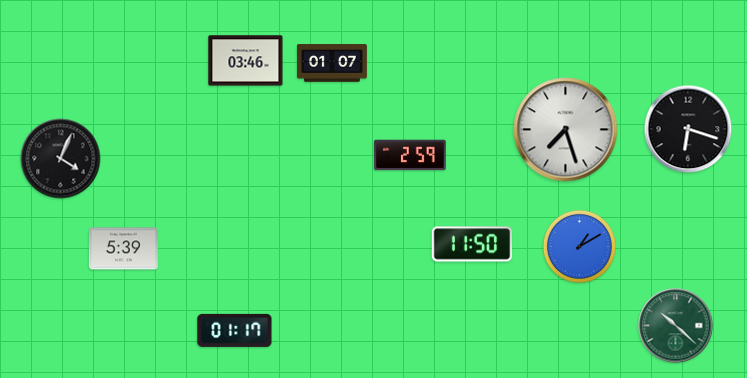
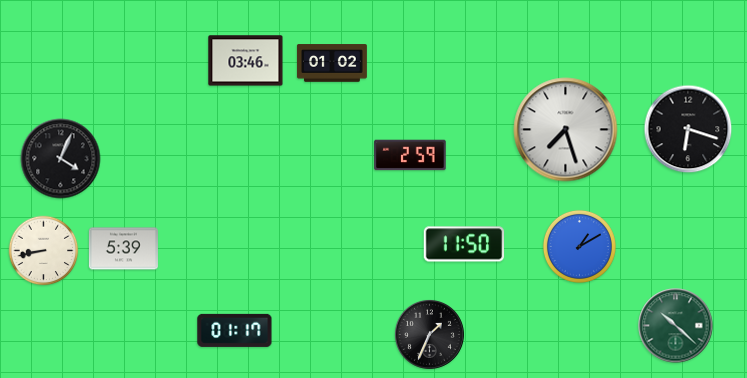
clock at (332, 63): 01:07 -> 01:02
clock at (472, 244) position: (472, 244) -> (464, 244)
clock at (44, 251): none -> 8:43
clock at (430, 335): none -> 1:34
